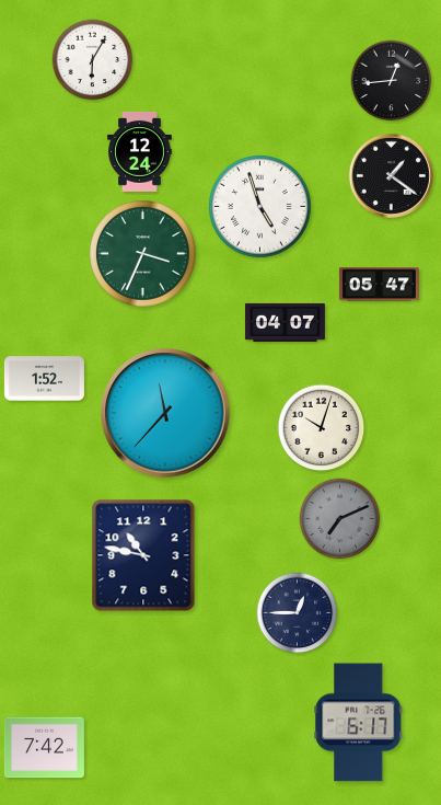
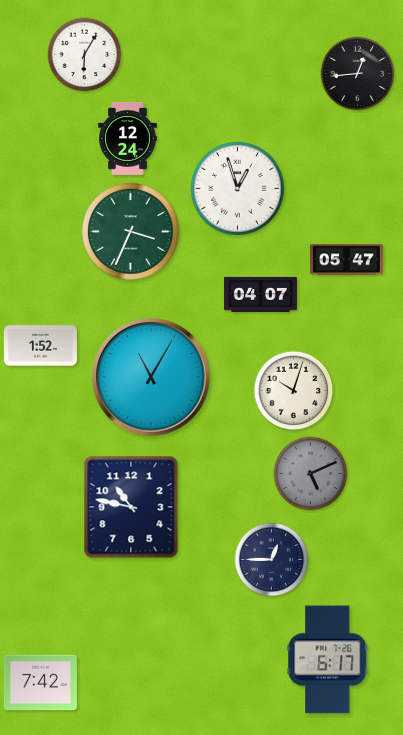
clock at (391, 175): 1:21 -> none
clock at (260, 207): 4:57 -> 12:57
clock at (165, 413): 11:37 -> 11:05
clock at (340, 519): 7:11 -> 5:11
